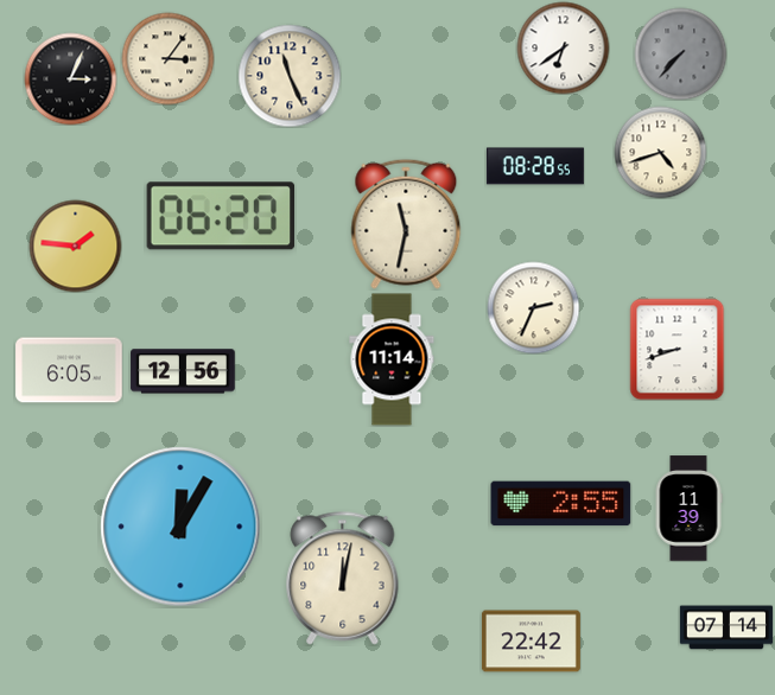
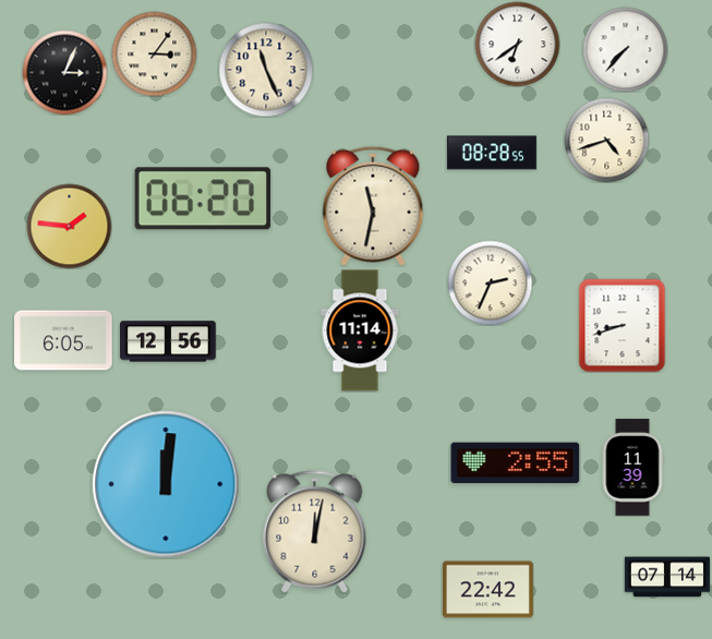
clock at (680, 53) dial: grey -> white
clock at (678, 349) position: (678, 349) -> (623, 325)
clock at (180, 527): 12:05 -> 12:01
